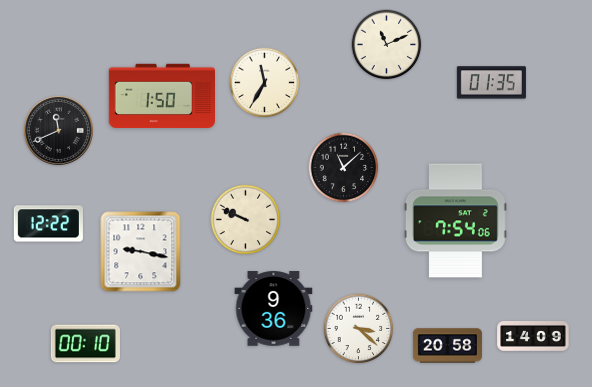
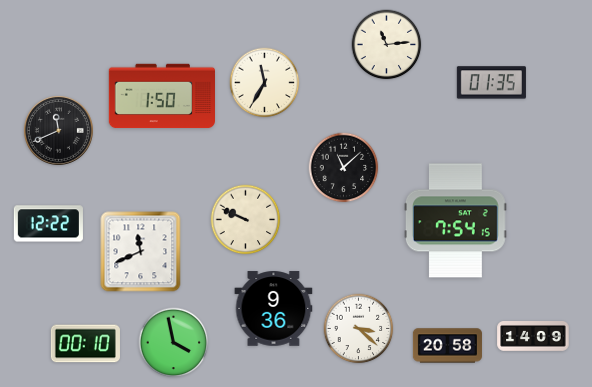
clock at (387, 45): 11:11 -> 11:14
clock at (455, 221): 7:54:06 -> 7:54:15
clock at (141, 252): 9:17 -> 11:41
clock at (174, 343): none -> 3:58
